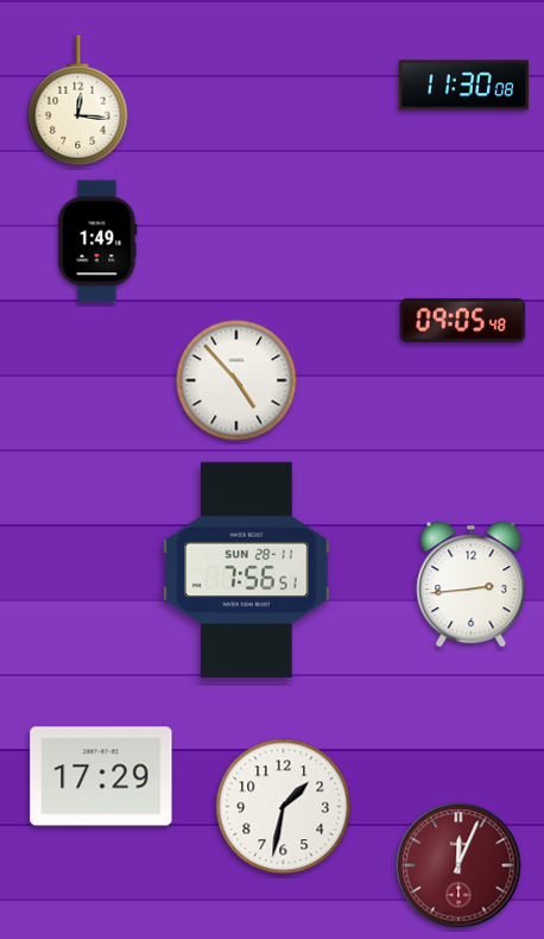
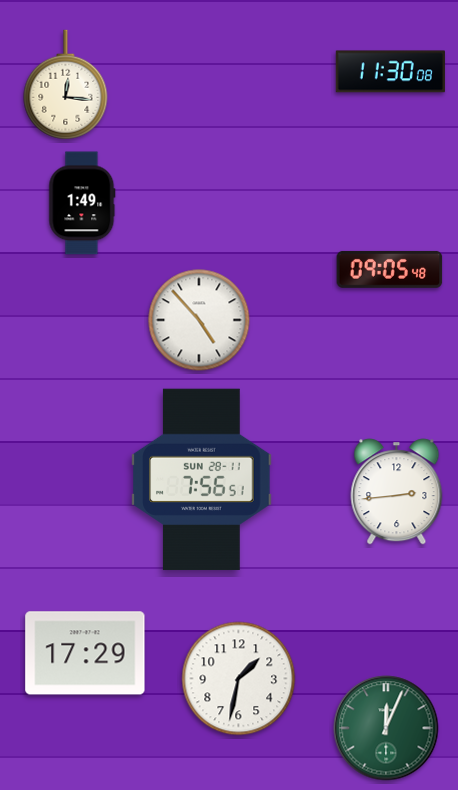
clock at (247, 571) position: (247, 571) -> (202, 480)
clock at (458, 865) dial: burgundy -> green
